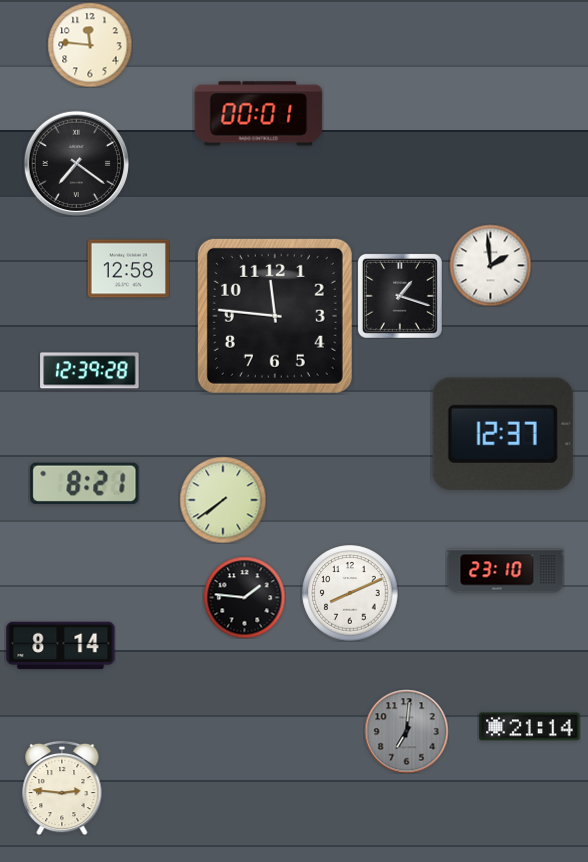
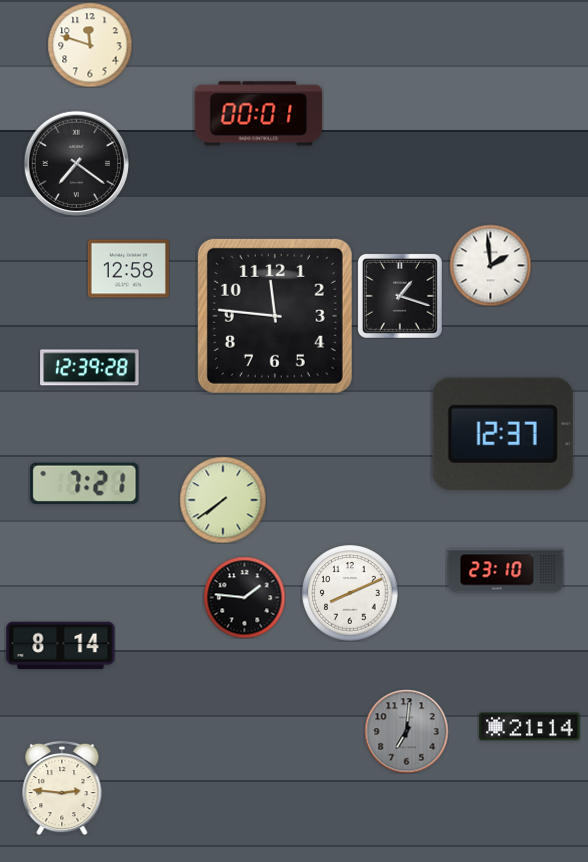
clock at (90, 45): 11:46 -> 11:48
clock at (90, 371) position: (90, 371) -> (90, 368)
clock at (85, 483): 8:21 -> 7:21
